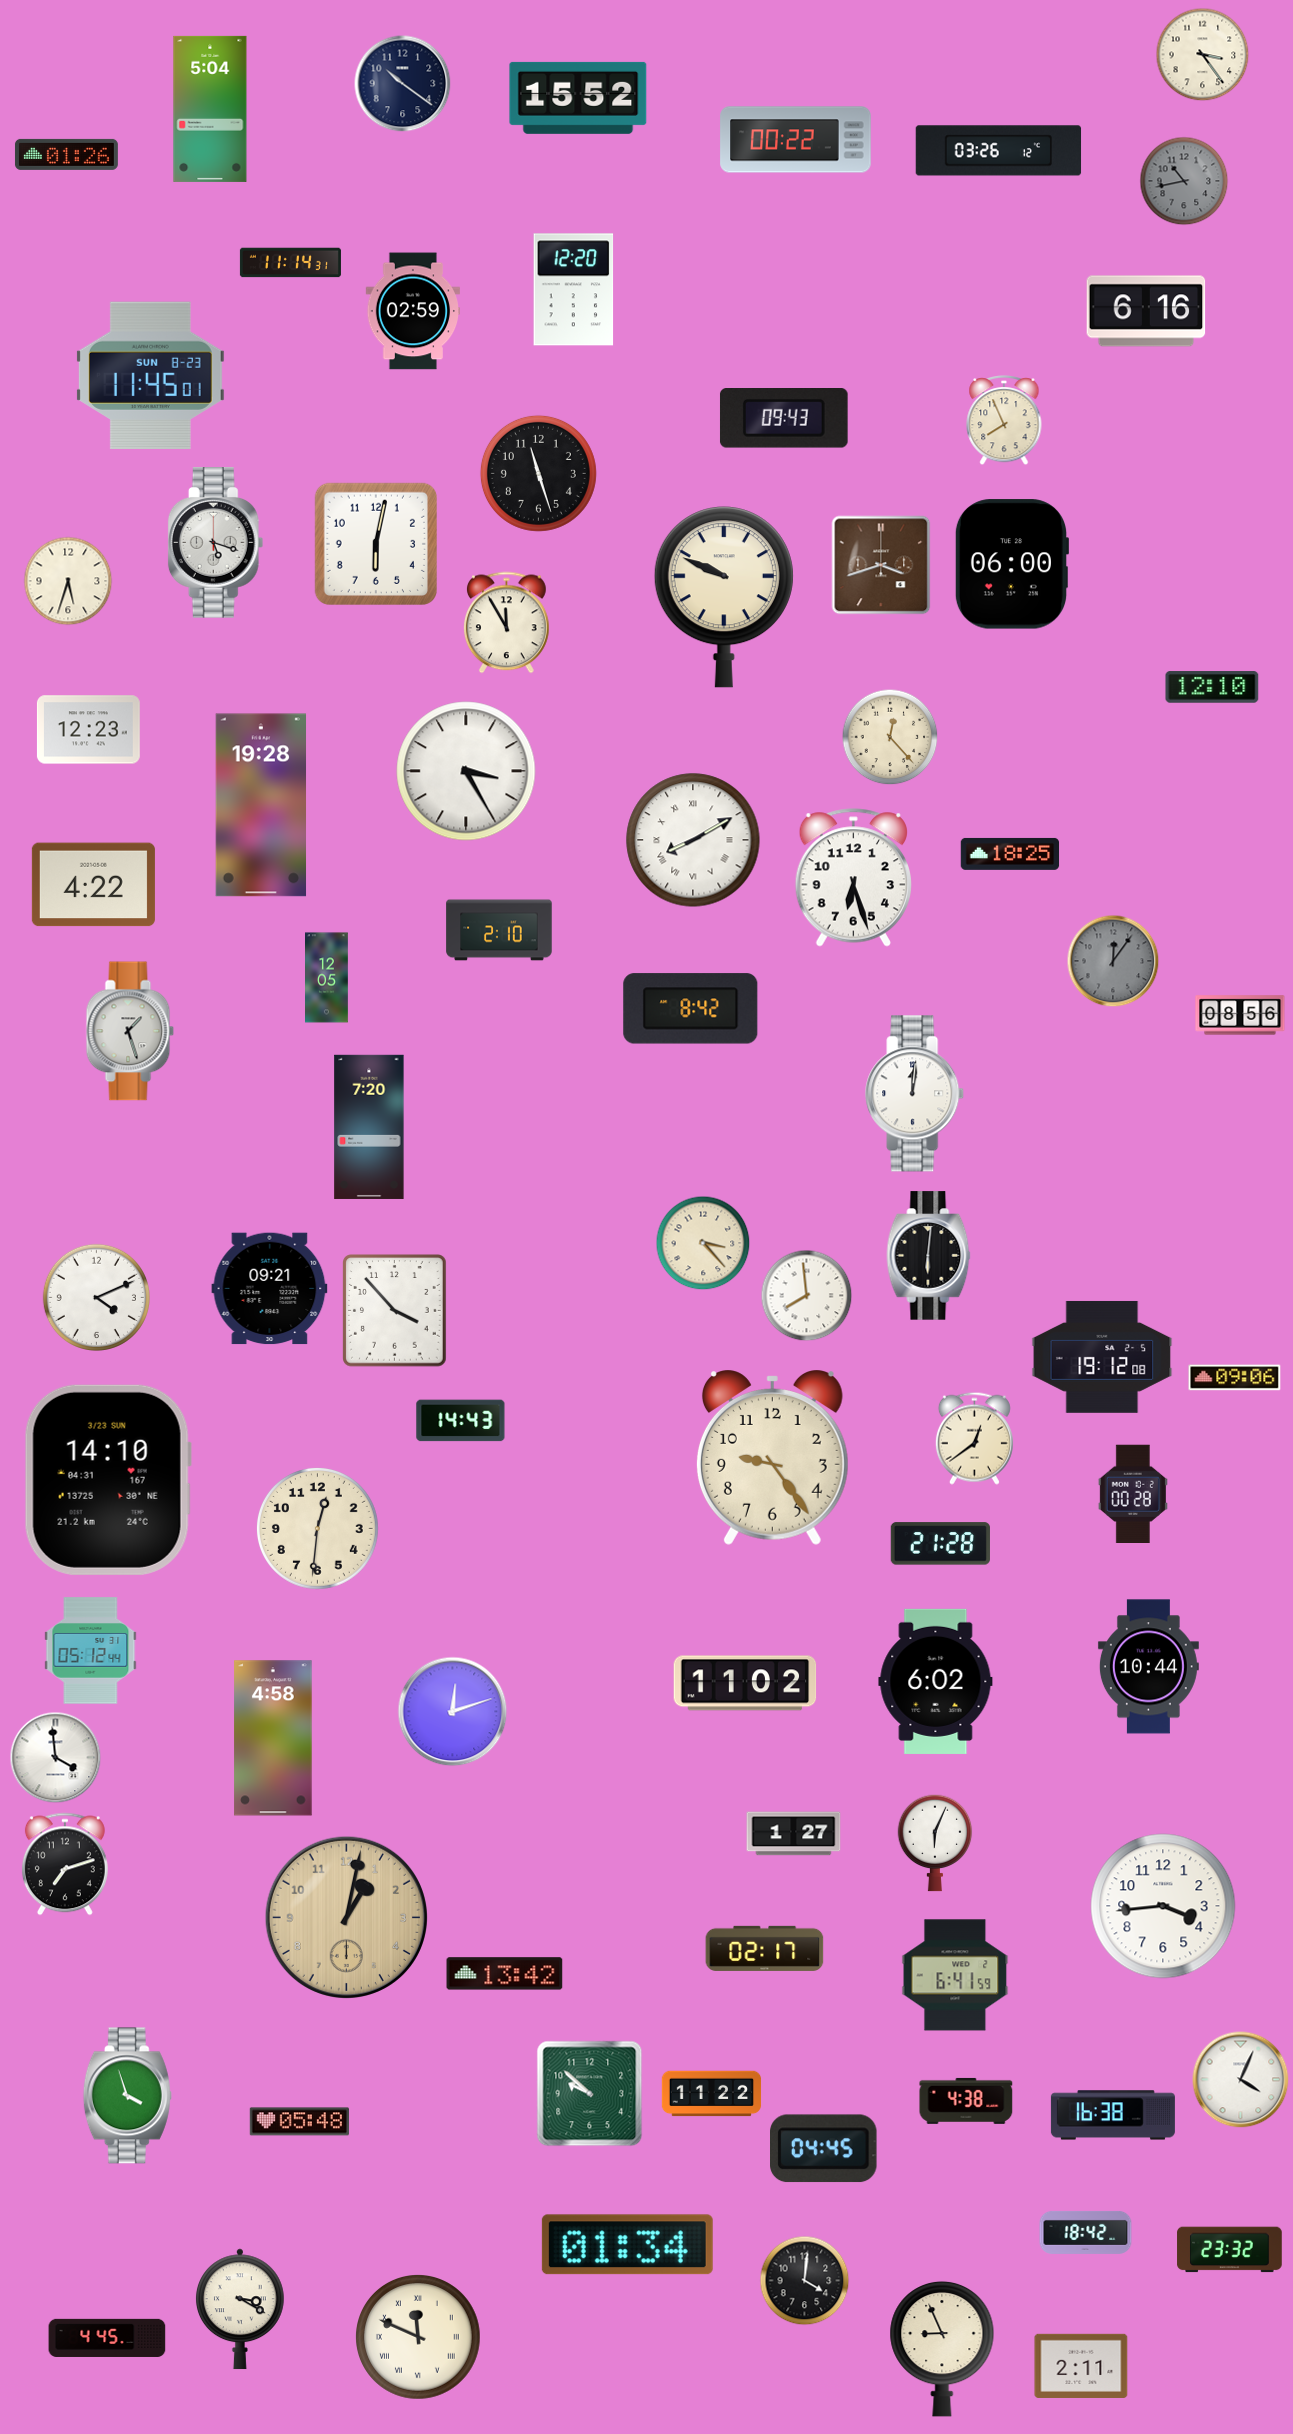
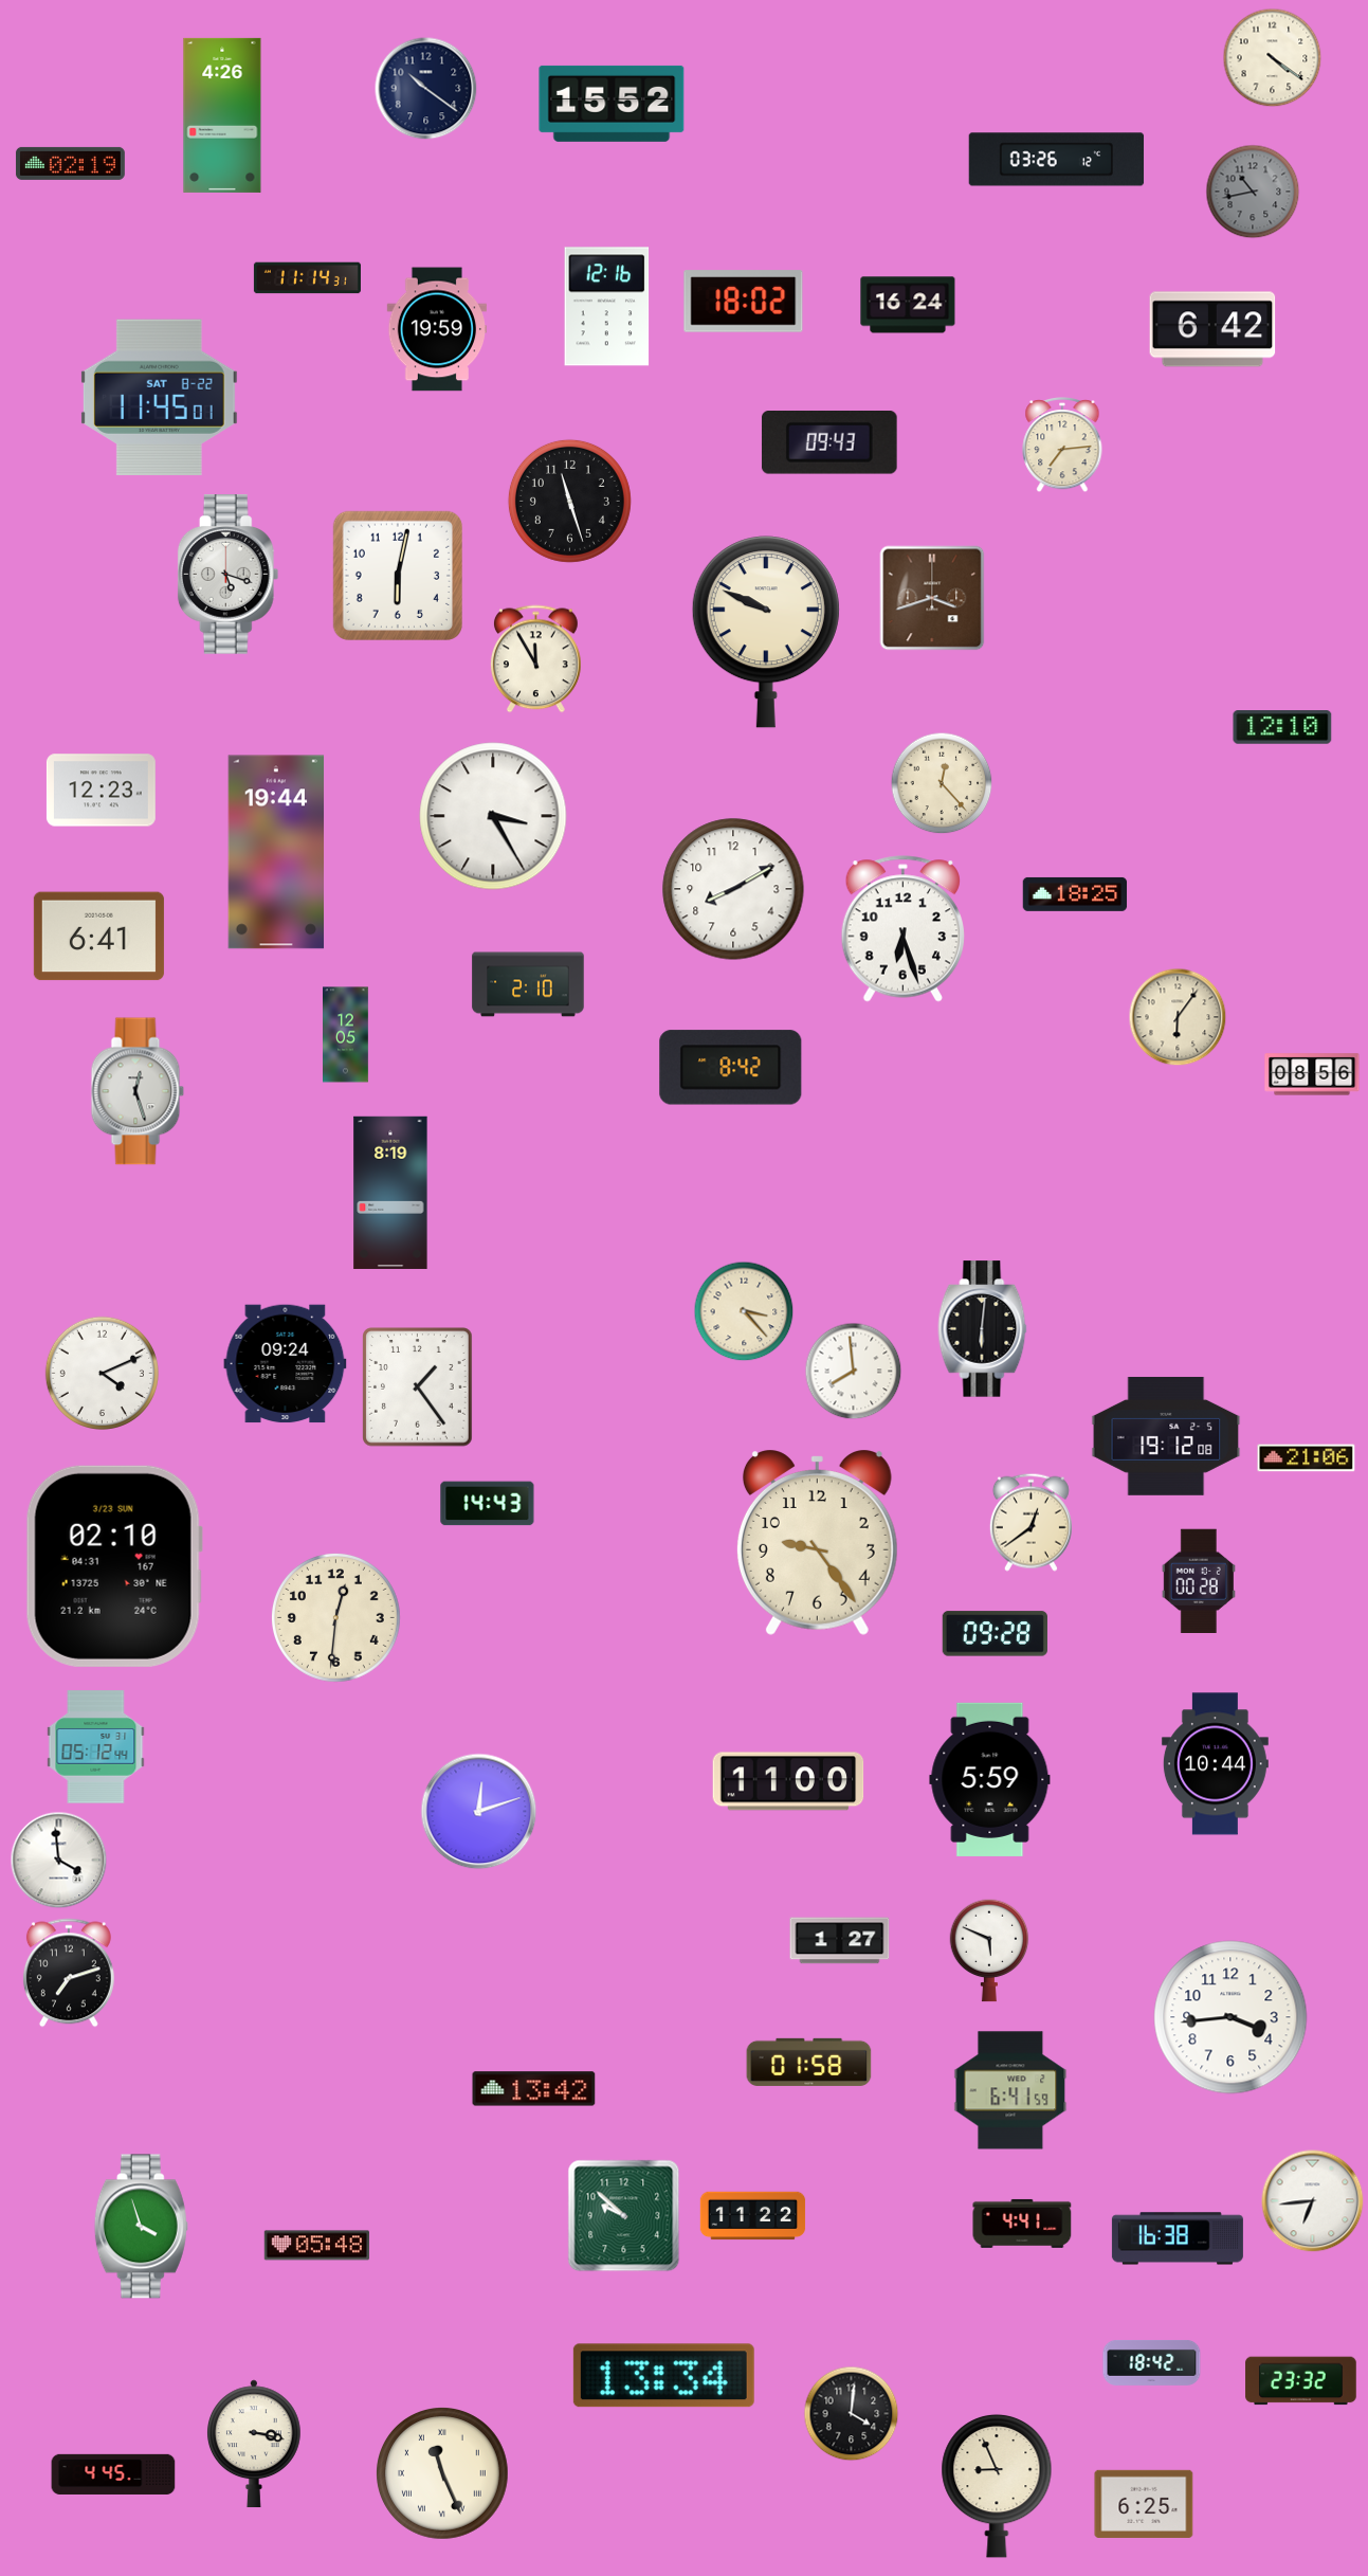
clock at (1203, 55): 3:24 -> 4:21
clock at (210, 109): 5:04 -> 4:26
clock at (796, 140): 00:22 -> none
clock at (66, 154): 01:26 -> 02:19
clock at (744, 302): none -> 18:02
clock at (908, 305): none -> 16:24
clock at (574, 290): 12:20 -> 12:16
clock at (412, 311): 02:59 -> 19:59
clock at (1146, 311): 6:16 -> 6:42
clock at (150, 375) date: SUN 8-23 -> SAT 8-22
clock at (1004, 421): 7:56 -> 7:14
clock at (1011, 564): 06:00 -> none
clock at (68, 581): 5:33 -> none
clock at (88, 730) position: (88, 730) -> (101, 791)
clock at (890, 737) position: (890, 737) -> (942, 783)
clock at (261, 805): 19:28 -> 19:44
clock at (693, 840) numerals: Roman -> Arabic
clock at (1010, 854) position: (1010, 854) -> (1075, 894)
clock at (93, 885): 4:22 -> 6:41
clock at (1113, 961): 12:06 -> 6:06
clock at (1113, 961) dial: grey -> cream
clock at (130, 1031): 1:27 -> 12:27
clock at (915, 1094): 12:01 -> none
clock at (369, 1127): 7:20 -> 8:19
clock at (703, 1243) position: (703, 1243) -> (744, 1311)
clock at (270, 1289): 09:21 -> 09:24
clock at (395, 1311): 3:53 -> 1:24
clock at (1235, 1378): 09:06 -> 21:06
clock at (108, 1480): 14:10 -> 02:10
clock at (940, 1544): 21:28 -> 09:28
clock at (936, 1681): 6:02 -> 5:59
clock at (745, 1683): 11:02 -> 11:00
clock at (273, 1738): 4:58 -> none
clock at (935, 1843): 6:04 -> 5:49
clock at (346, 1917): 1:02 -> none
clock at (765, 1948): 02:17 -> 01:58
clock at (1241, 2080): 4:04 -> 6:44
clock at (127, 2096) position: (127, 2096) -> (141, 2227)
clock at (966, 2101): 4:38 -> 4:41
clock at (824, 2149): 04:45 -> none
clock at (1086, 2232) position: (1086, 2232) -> (1152, 2362)
clock at (627, 2245): 01:34 -> 13:34
clock at (240, 2309): 3:20 -> 3:17
clock at (419, 2338): 11:49 -> 11:26
clock at (1081, 2366): 2:11 -> 6:25
